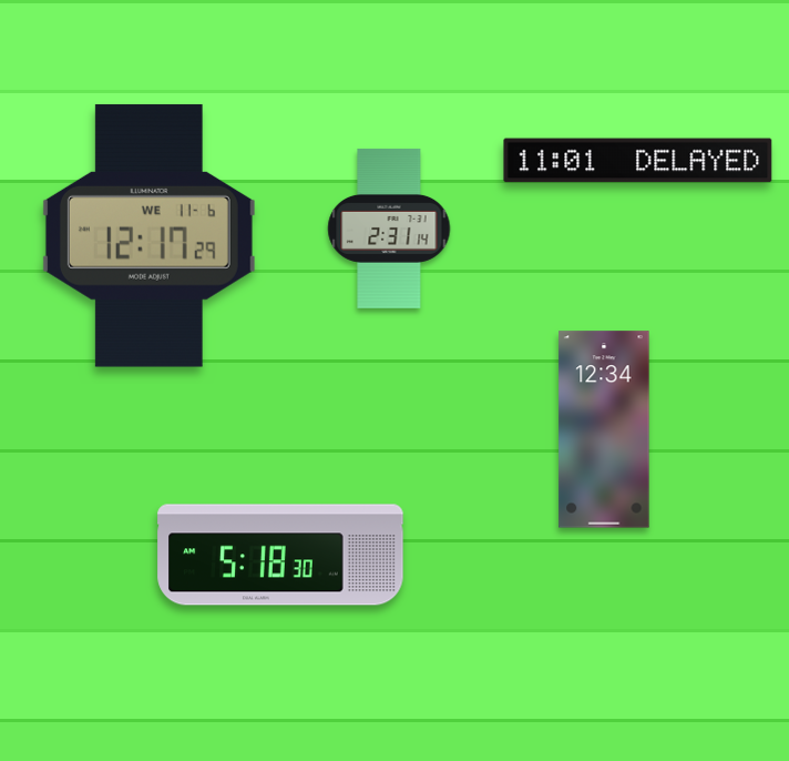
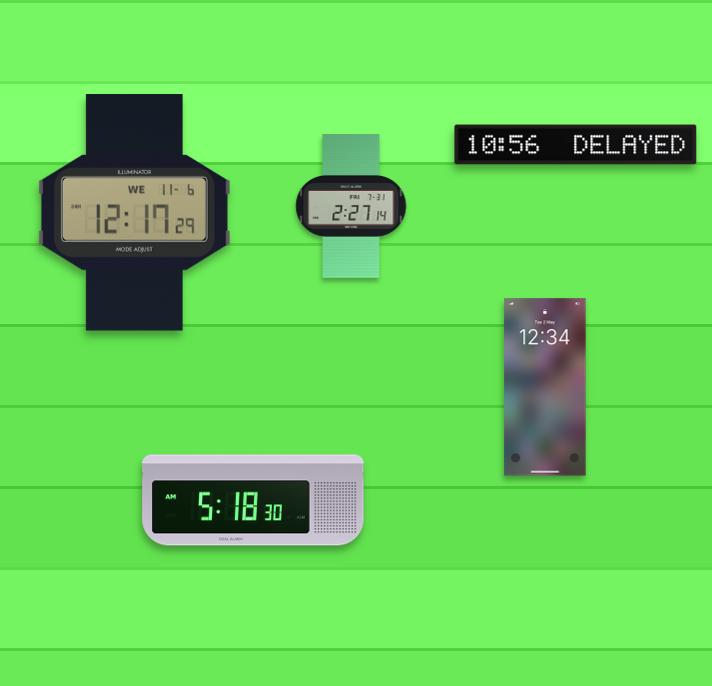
clock at (638, 161): 11:01 -> 10:56
clock at (389, 229): 2:31 -> 2:27
